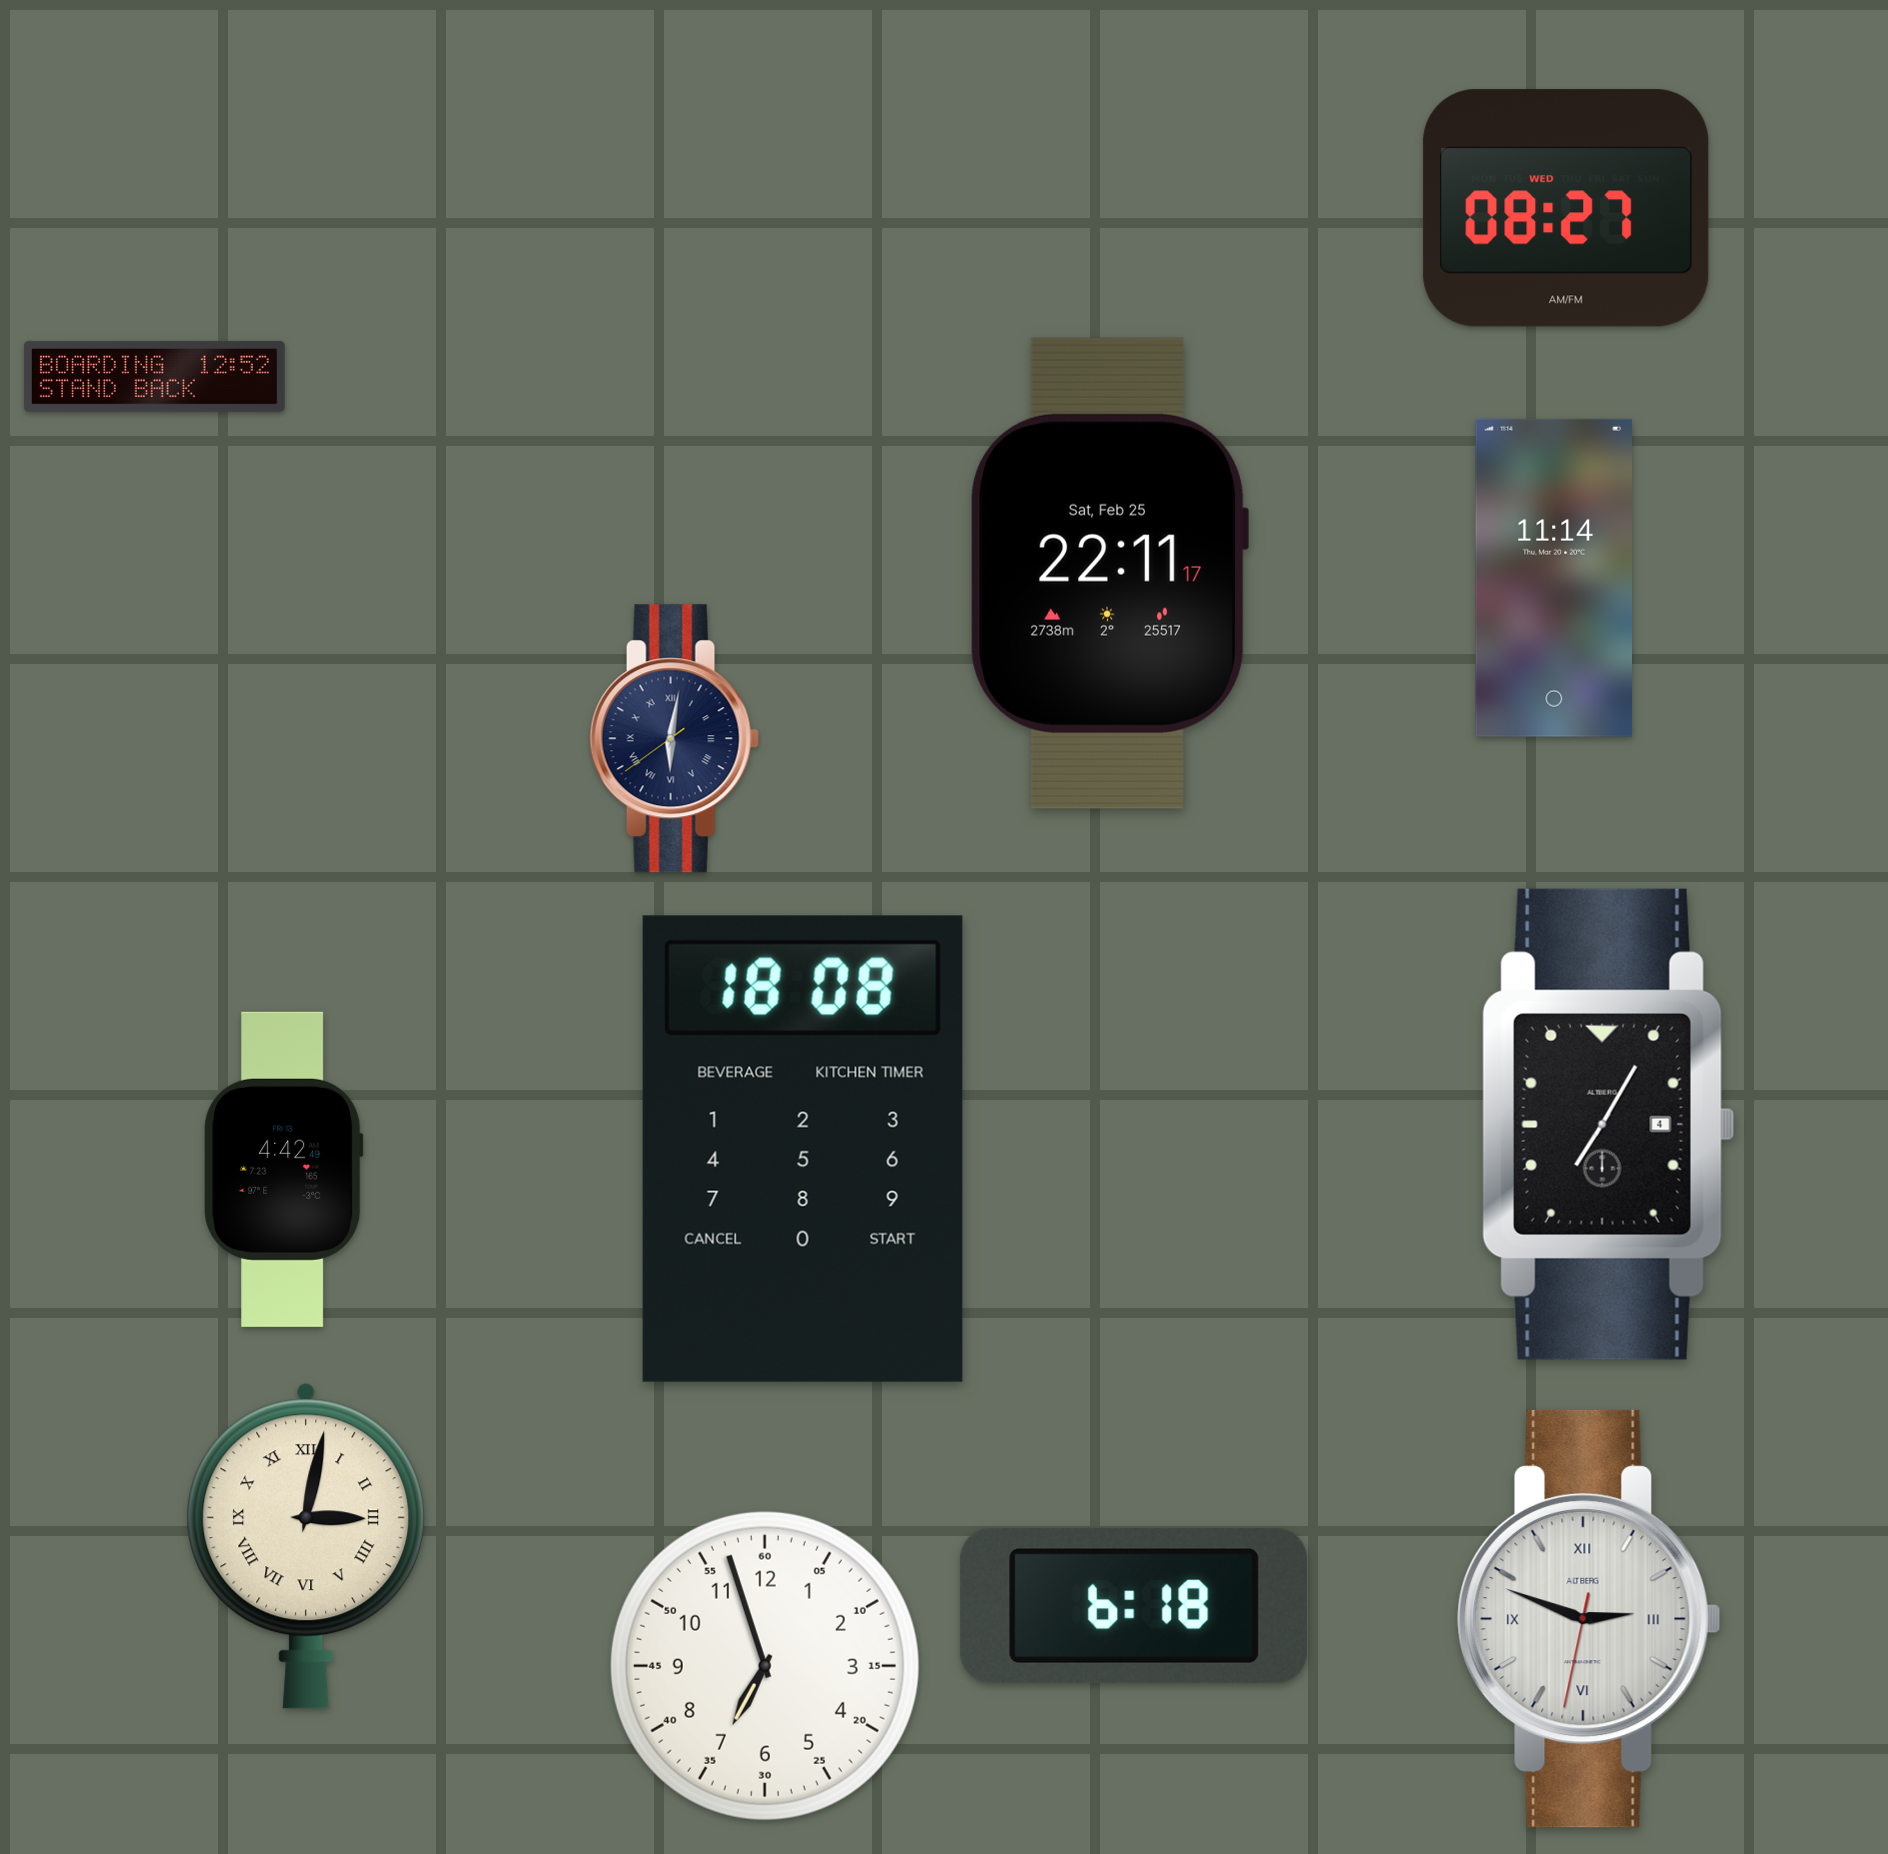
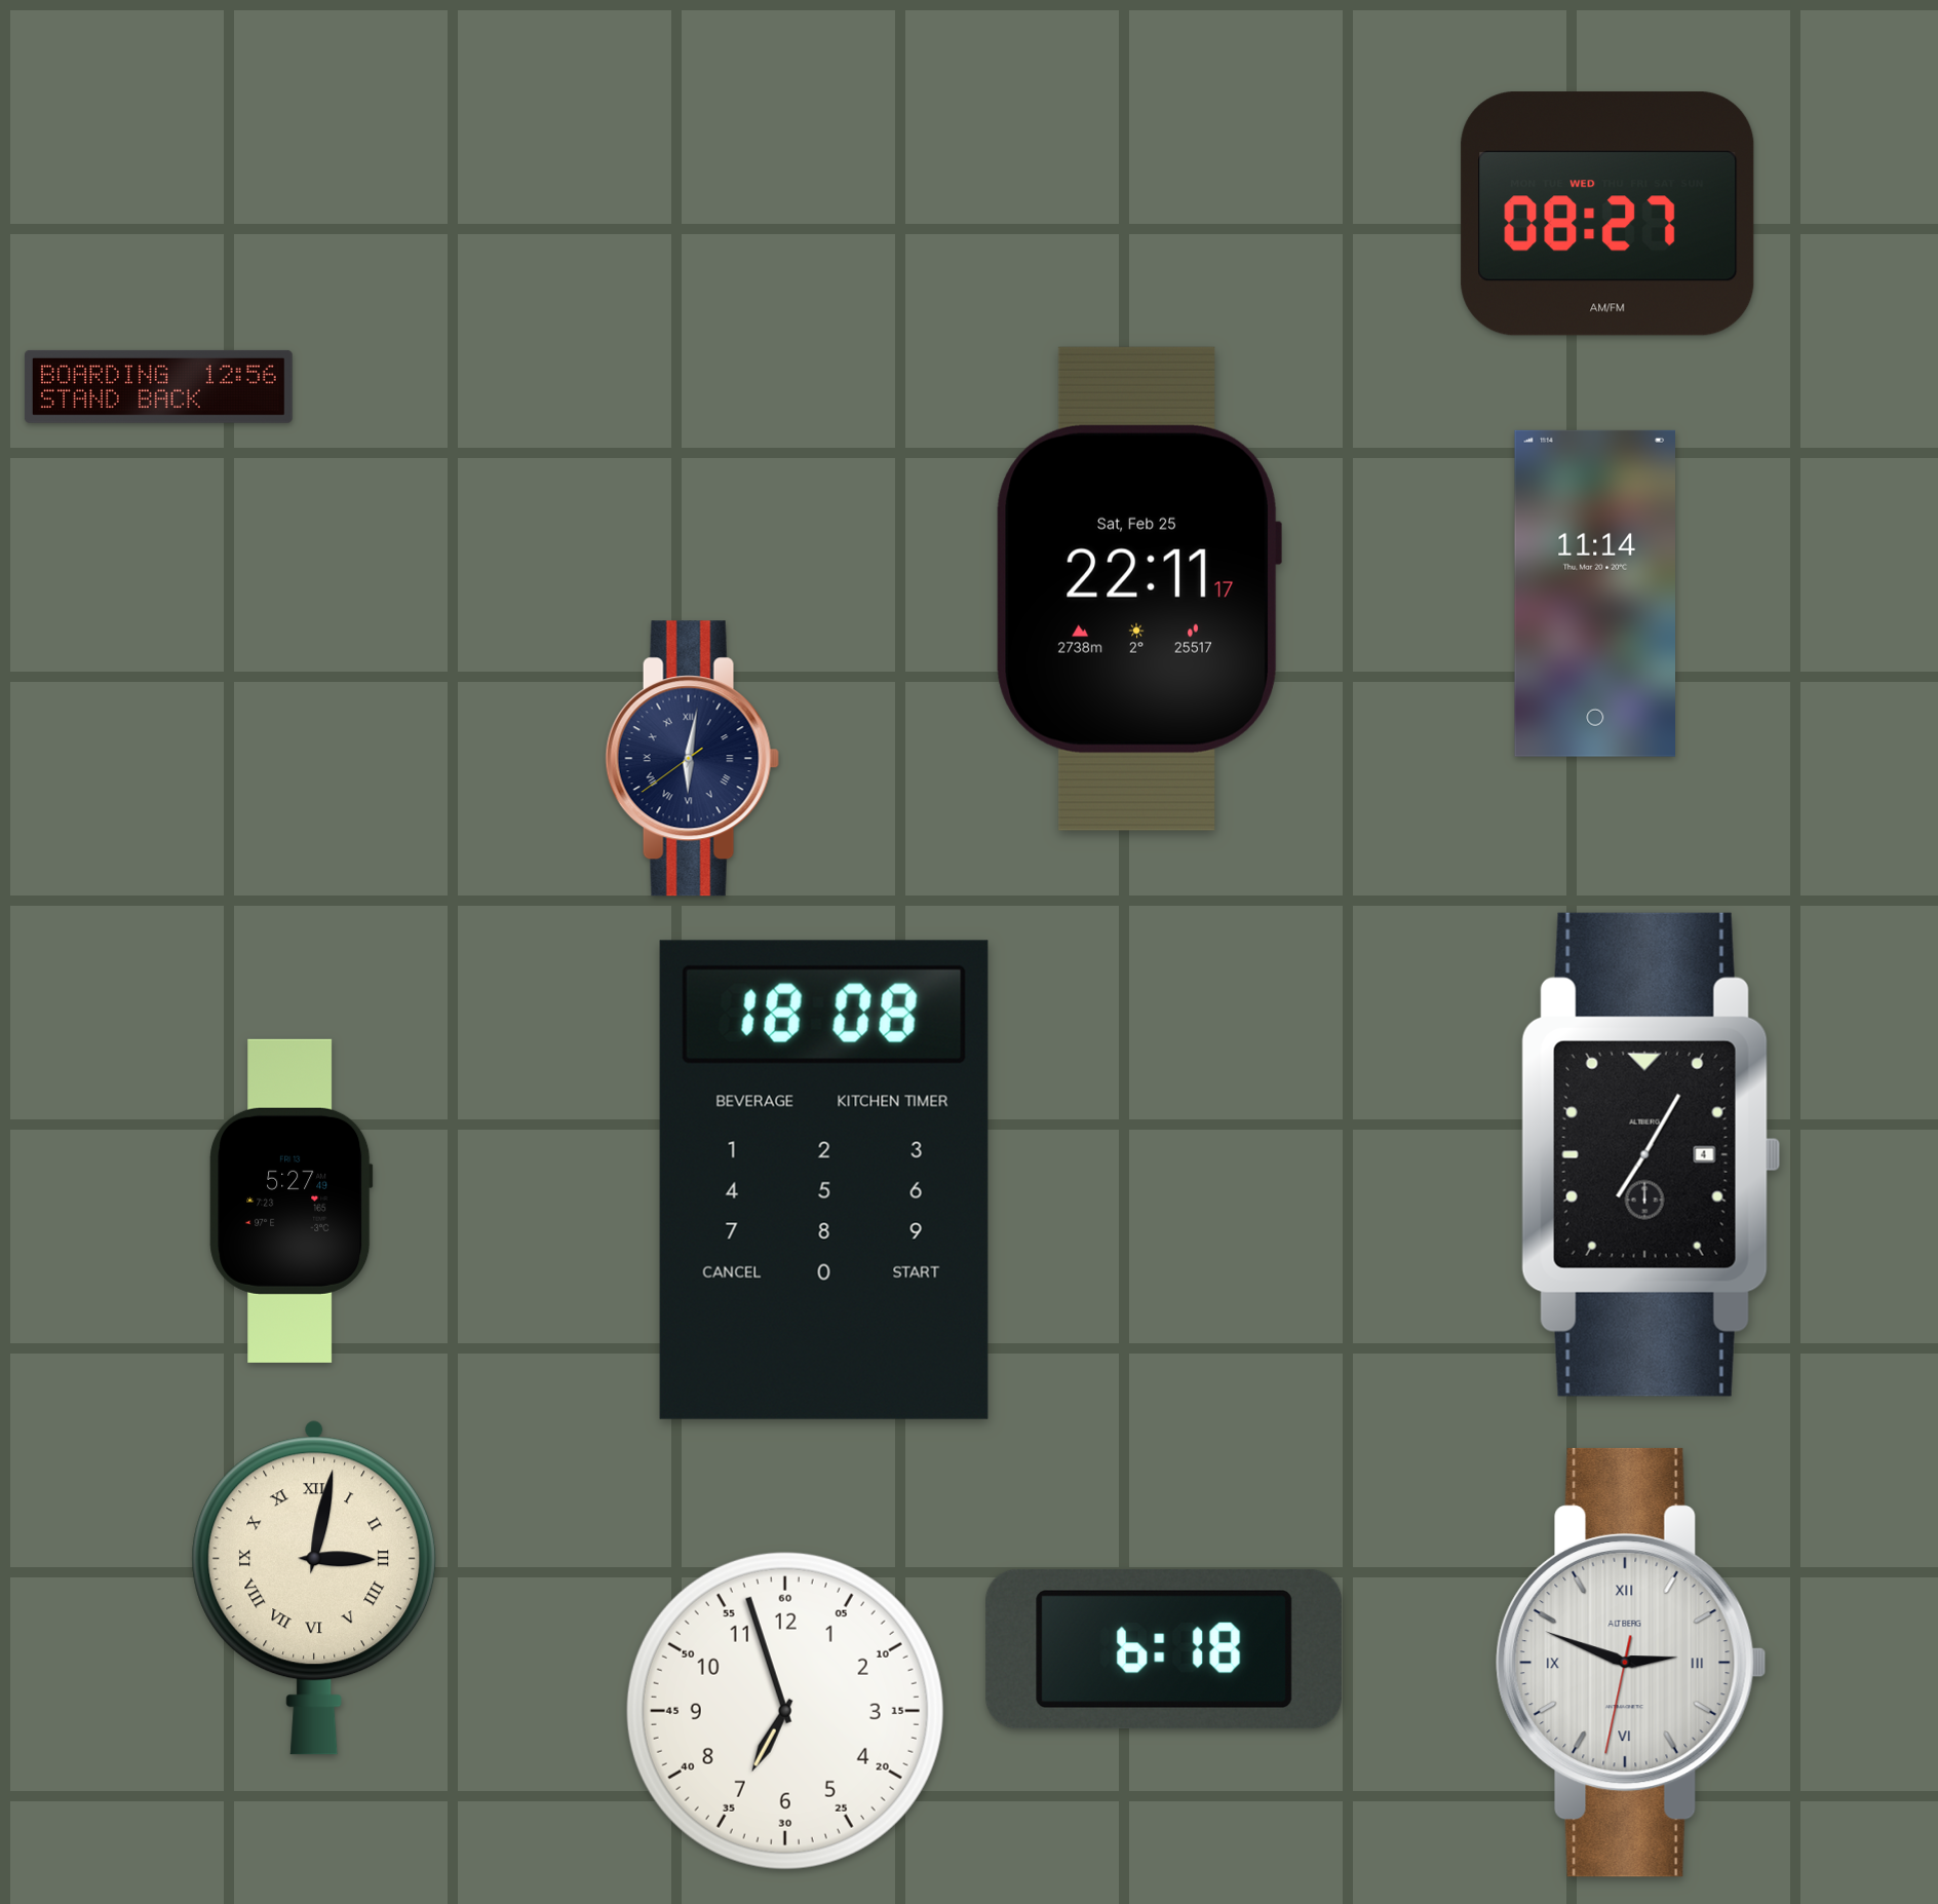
clock at (154, 376): 12:52 -> 12:56
clock at (284, 1169): 4:42 -> 5:27
